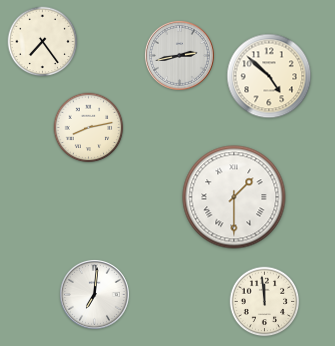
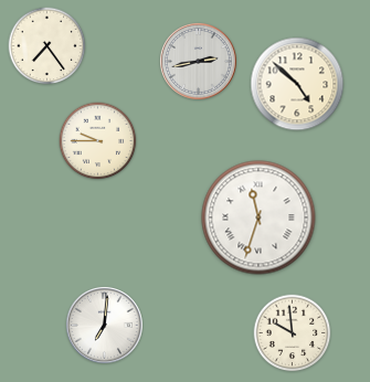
clock at (89, 128): 8:13 -> 9:45
clock at (234, 197): 1:30 -> 11:33
clock at (265, 302): 11:59 -> 9:59
